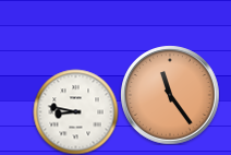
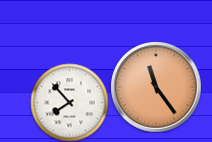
clock at (75, 111): 8:47 -> 7:53
